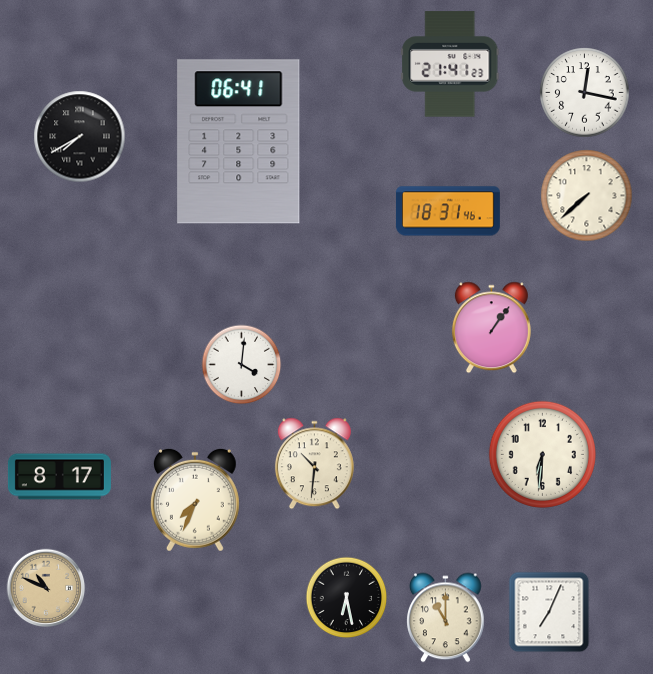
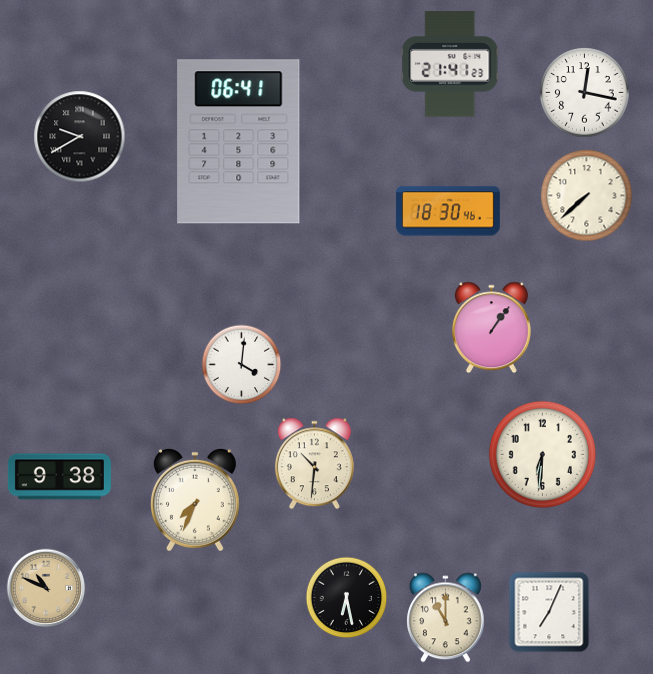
clock at (80, 137): 7:40 -> 9:40
clock at (448, 211): 18:31 -> 18:30
clock at (59, 477): 8:17 -> 9:38
